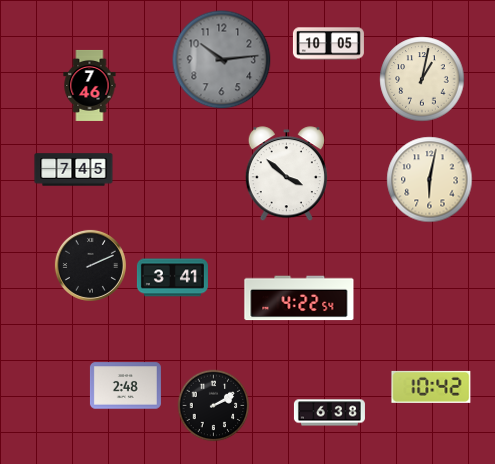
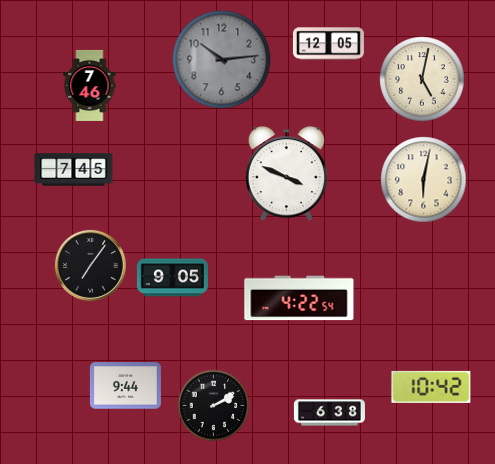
clock at (328, 44): 10:05 -> 12:05
clock at (422, 79): 1:02 -> 5:02
clock at (286, 174): 3:52 -> 3:49
clock at (430, 180) position: (430, 180) -> (424, 180)
clock at (90, 265): 2:11 -> 7:06
clock at (172, 278): 3:41 -> 9:05
clock at (125, 386): 2:48 -> 9:44
